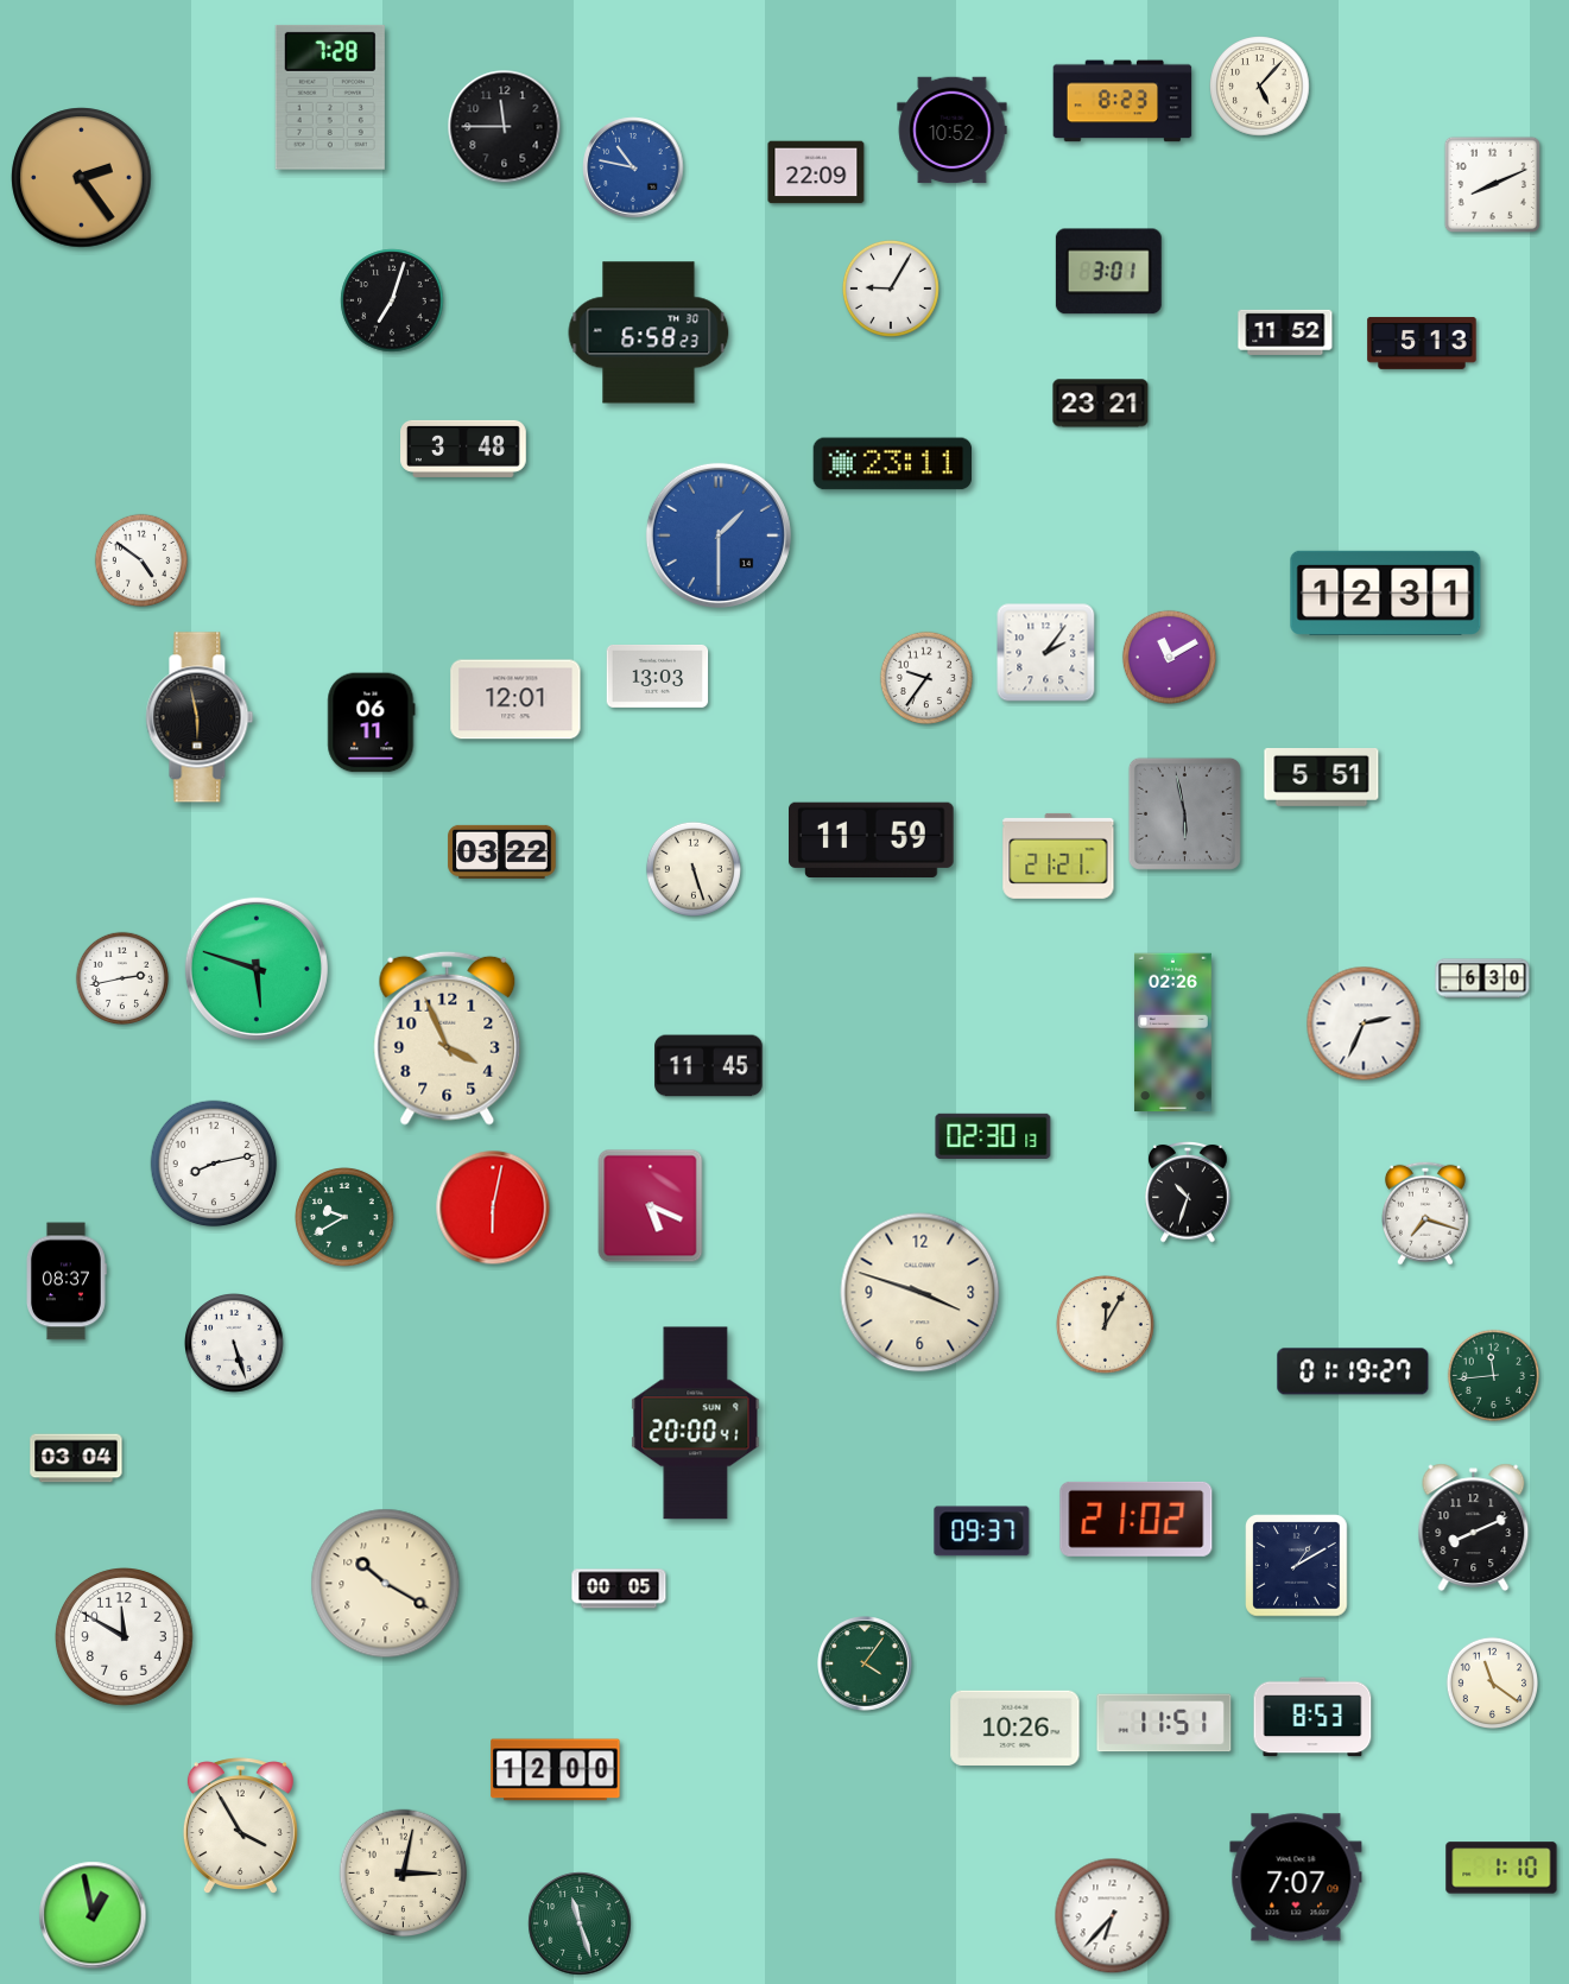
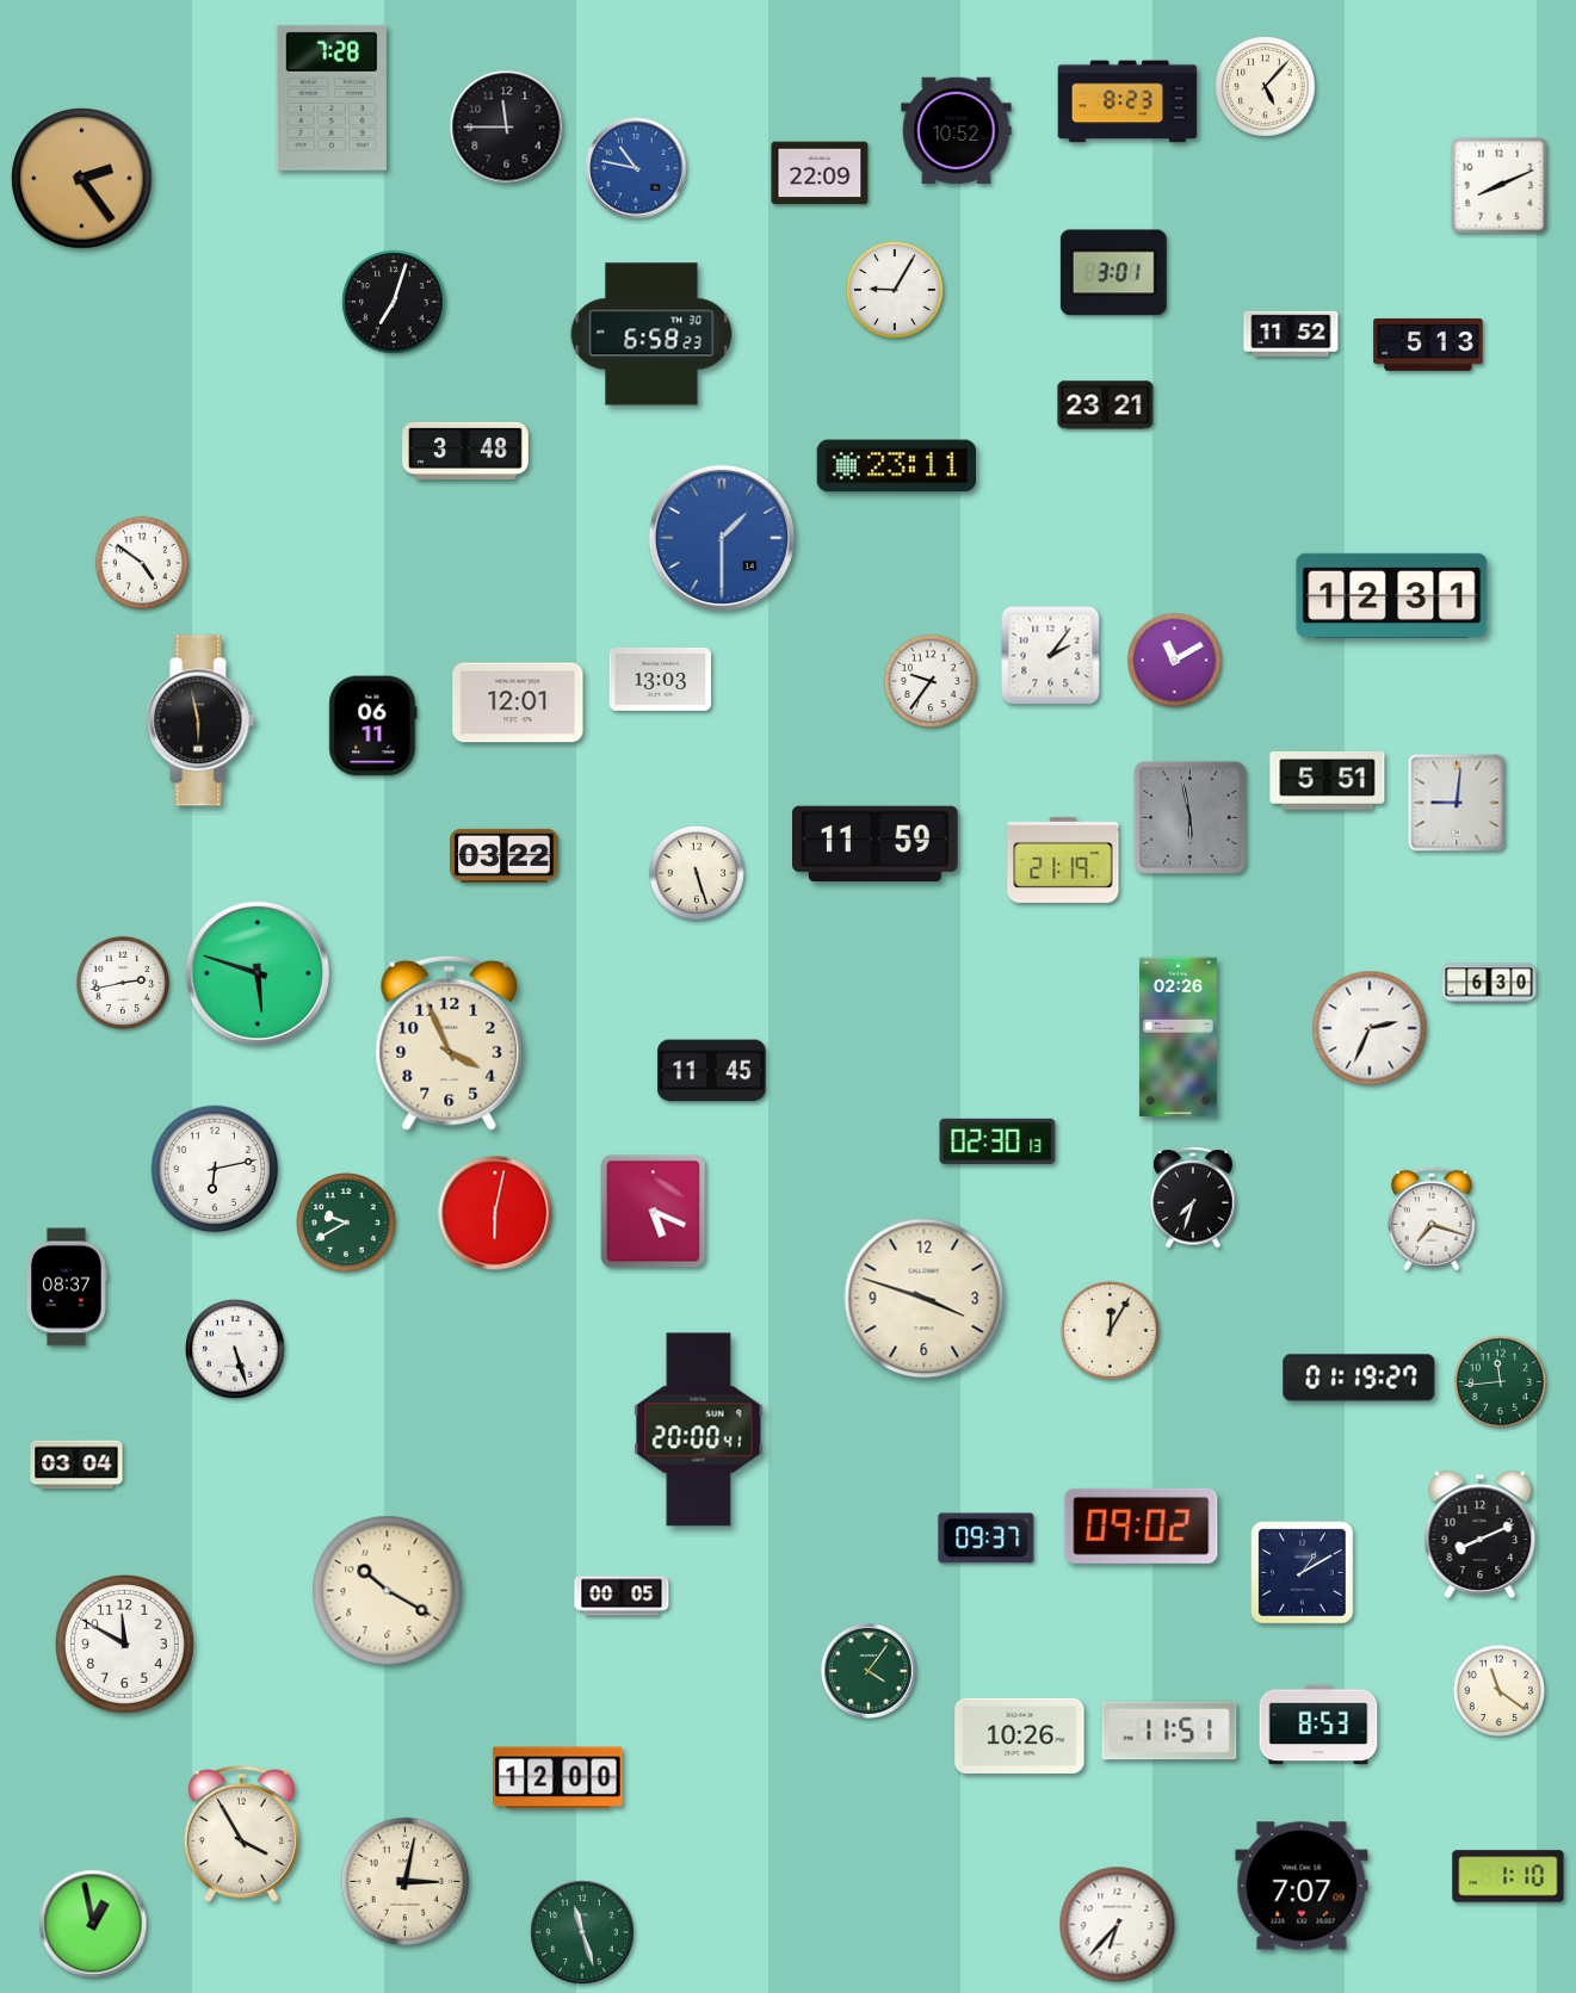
clock at (1457, 803): none -> 9:01
clock at (1058, 856): 21:21 -> 21:19
clock at (214, 1164): 8:13 -> 6:13
clock at (1188, 1192): 10:33 -> 7:33
clock at (1137, 1519): 21:02 -> 09:02
